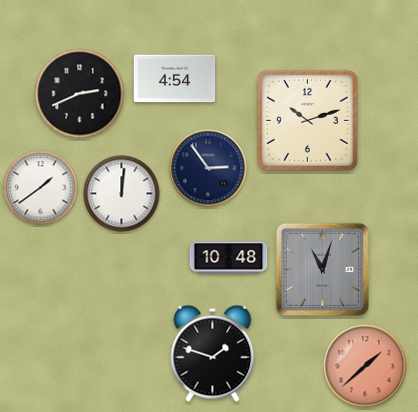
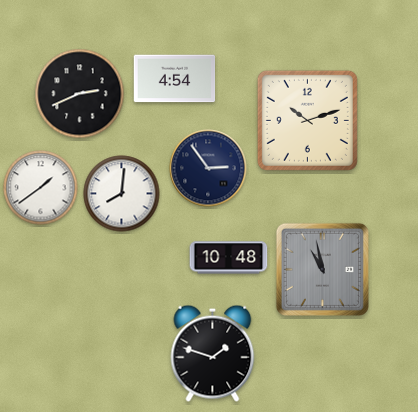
clock at (122, 194): 12:01 -> 8:01
clock at (322, 269): 11:03 -> 10:58
clock at (365, 366): 1:38 -> none
